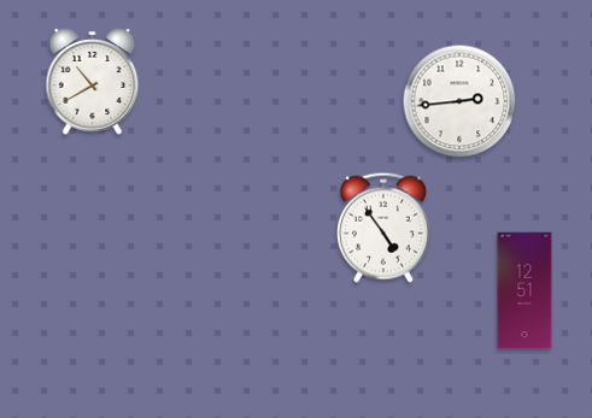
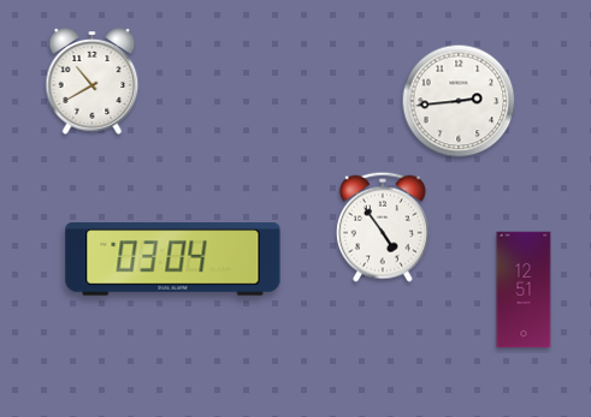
clock at (173, 260): none -> 03:04
